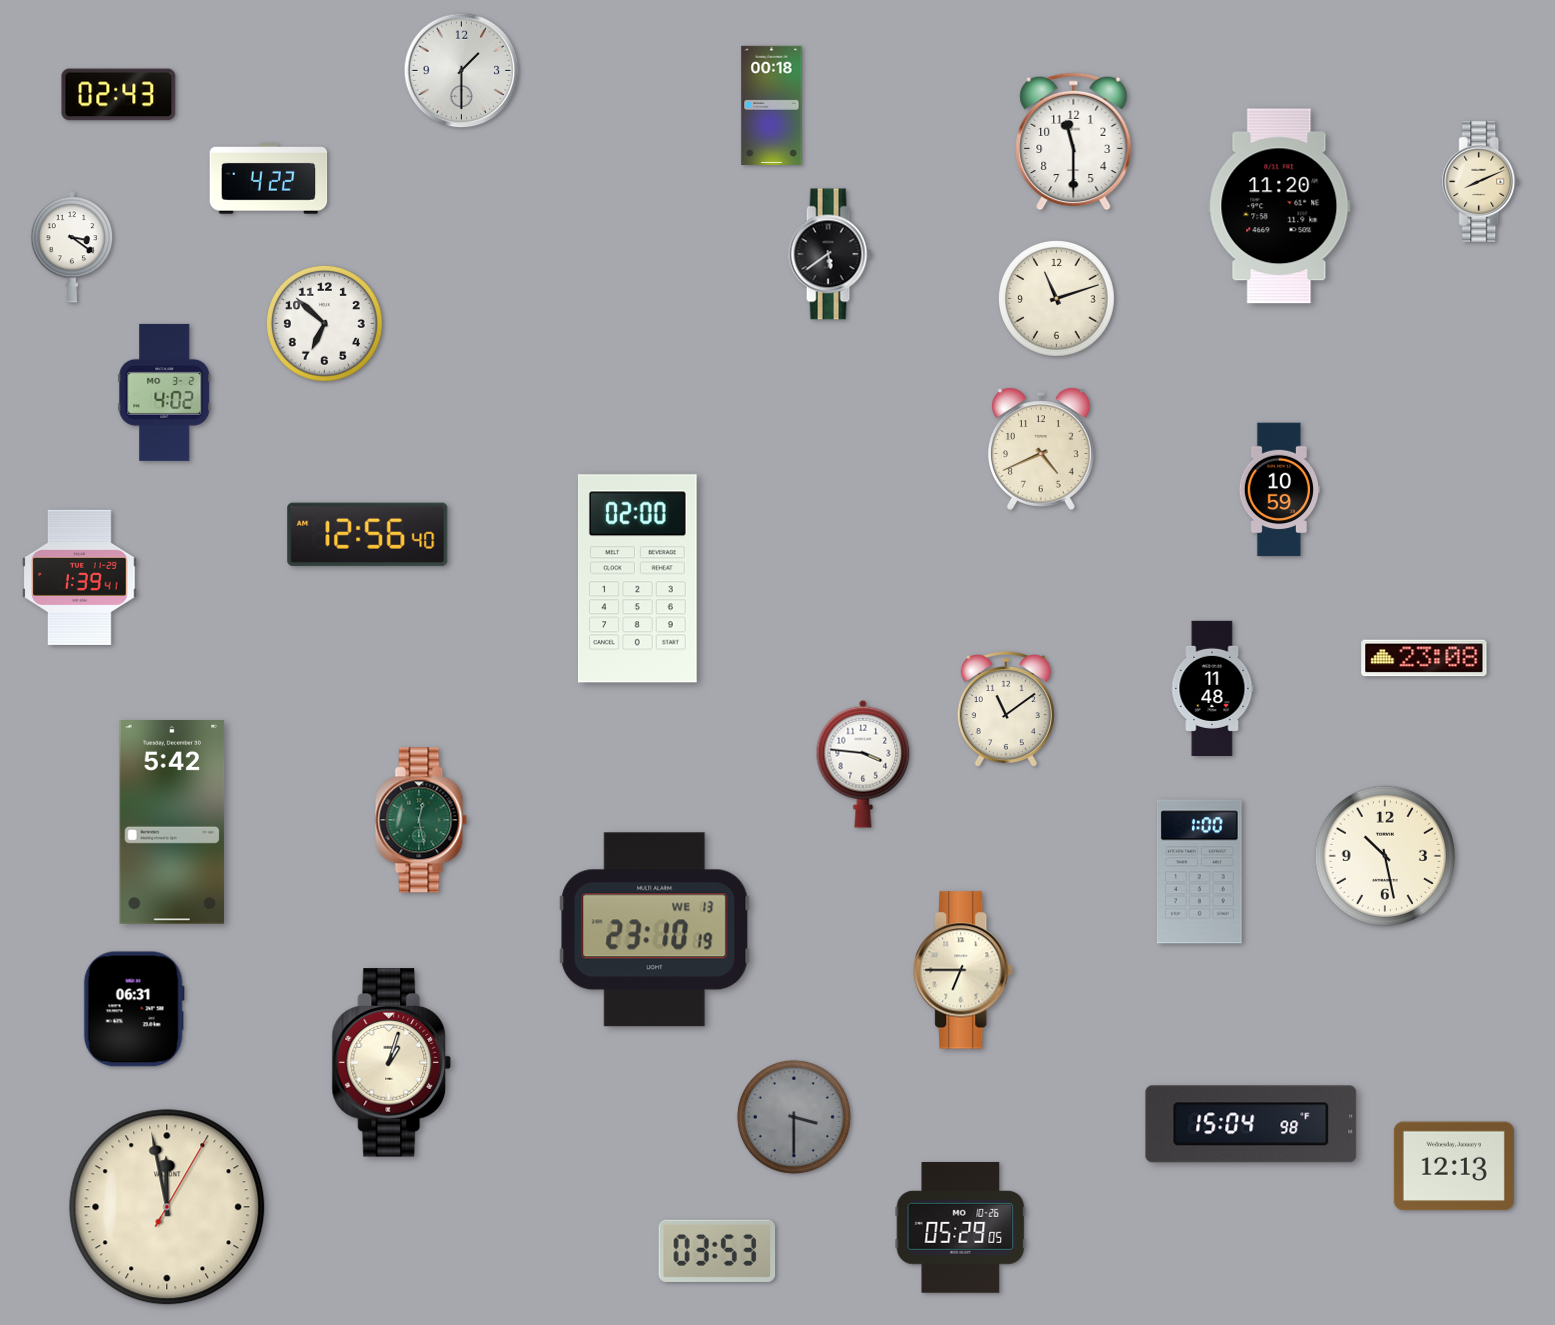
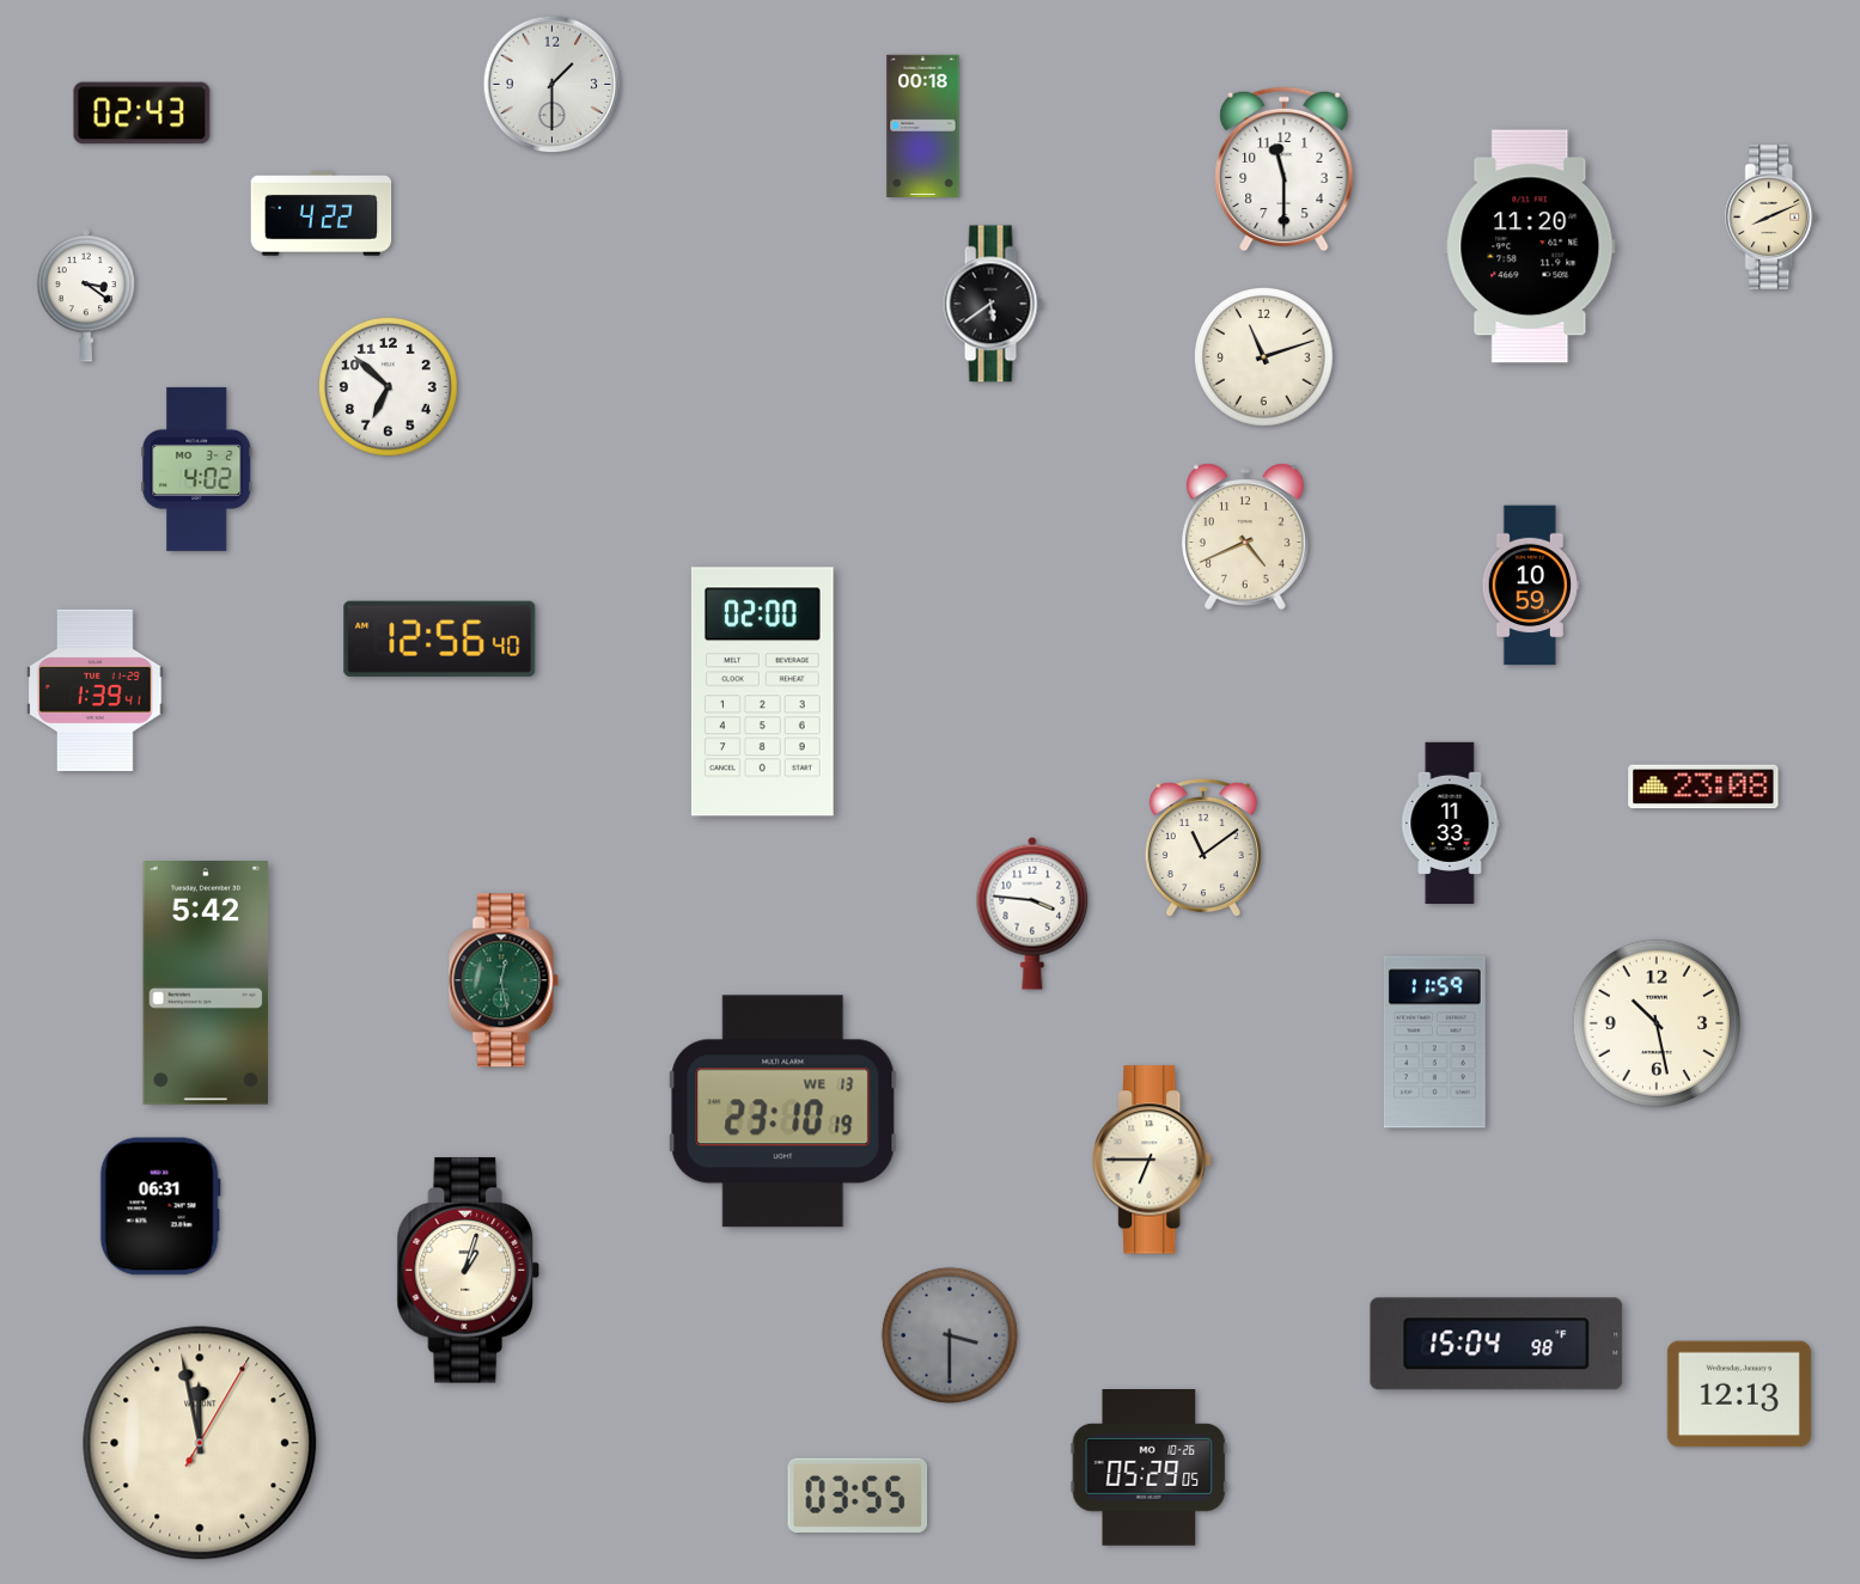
clock at (1213, 688): 11:48 -> 11:33
clock at (1199, 872): 1:00 -> 11:59
clock at (717, 1251): 03:53 -> 03:55
